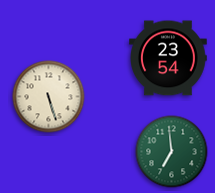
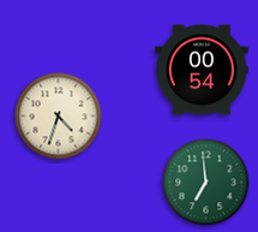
clock at (169, 58): 23:54 -> 00:54
clock at (49, 97): 5:27 -> 4:33
